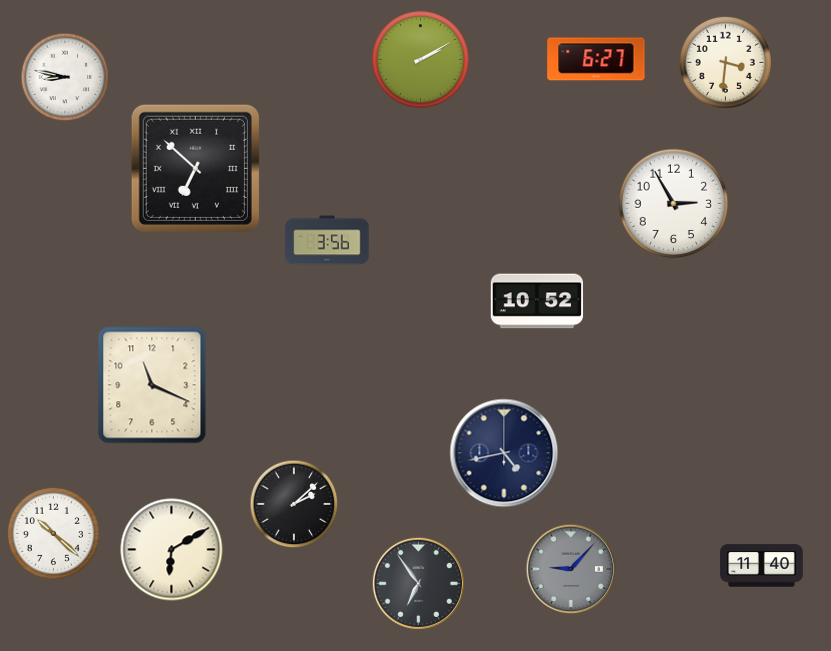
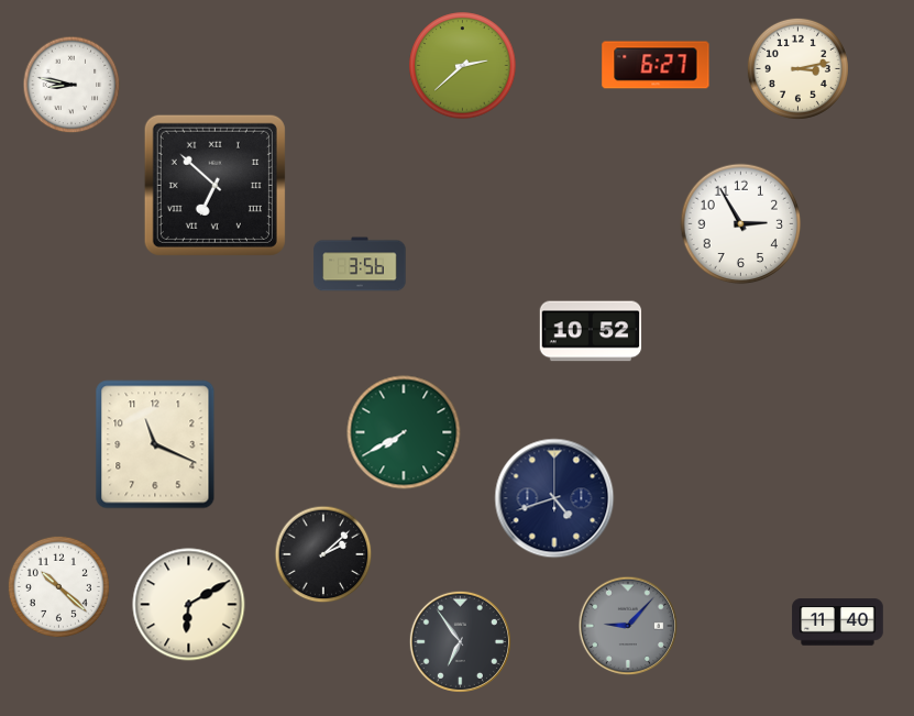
clock at (421, 60): 2:10 -> 2:38
clock at (725, 62): 3:31 -> 3:13
clock at (152, 385) position: (152, 385) -> (155, 444)
clock at (404, 432): none -> 7:40
clock at (504, 453): 4:43 -> 4:42
